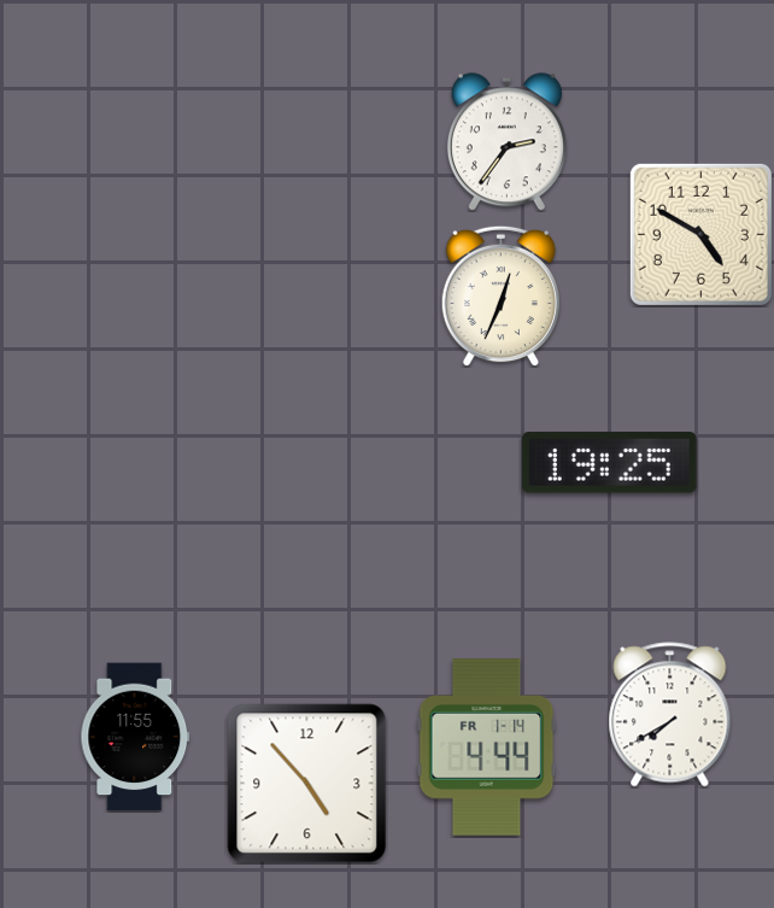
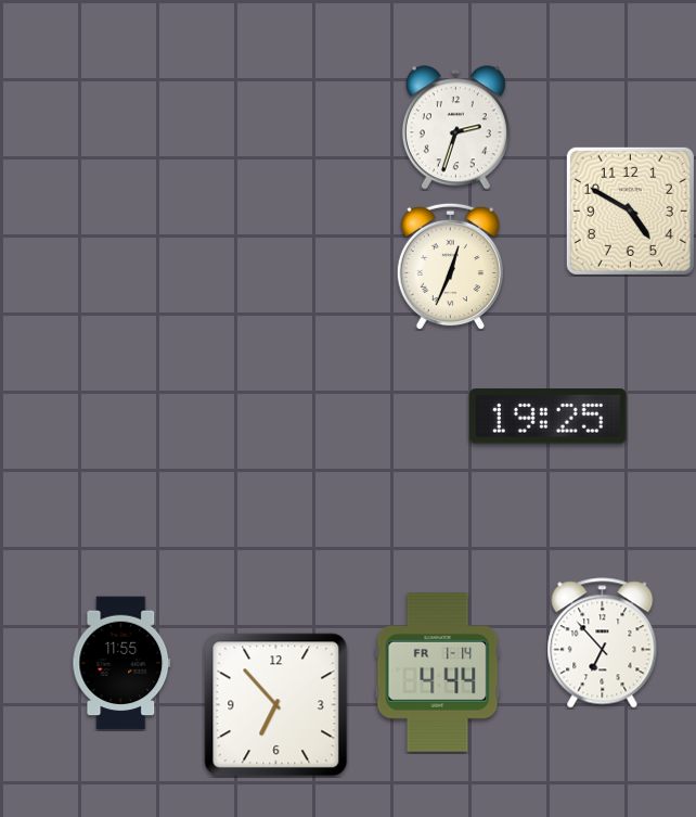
clock at (506, 142): 2:36 -> 2:33
clock at (670, 715): 7:40 -> 6:53
clock at (307, 784): 4:53 -> 6:53
